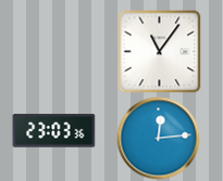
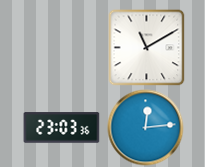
clock at (160, 52): 11:06 -> 11:10
clock at (54, 131) position: (54, 131) -> (62, 128)
